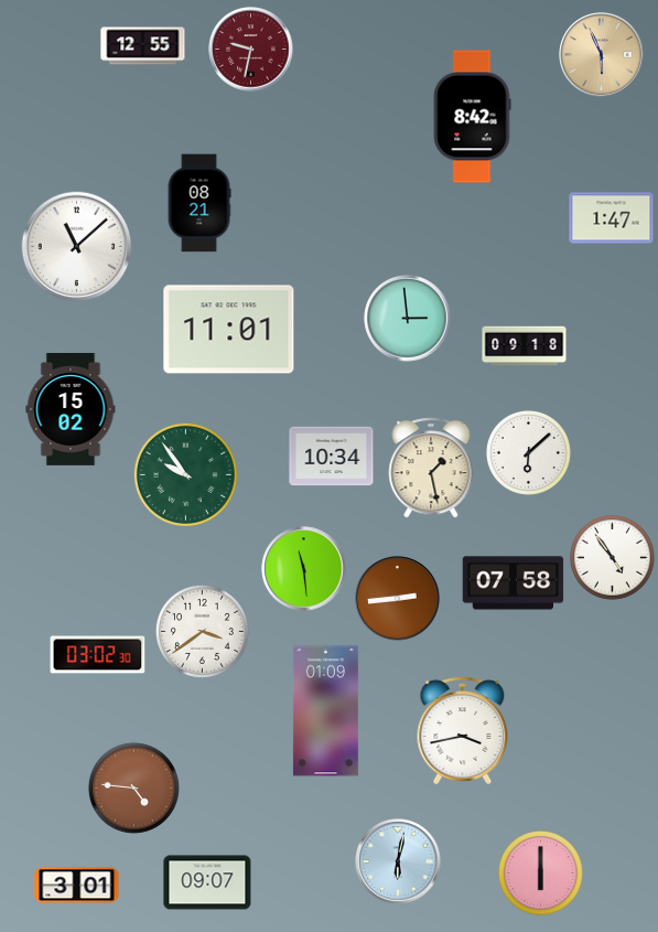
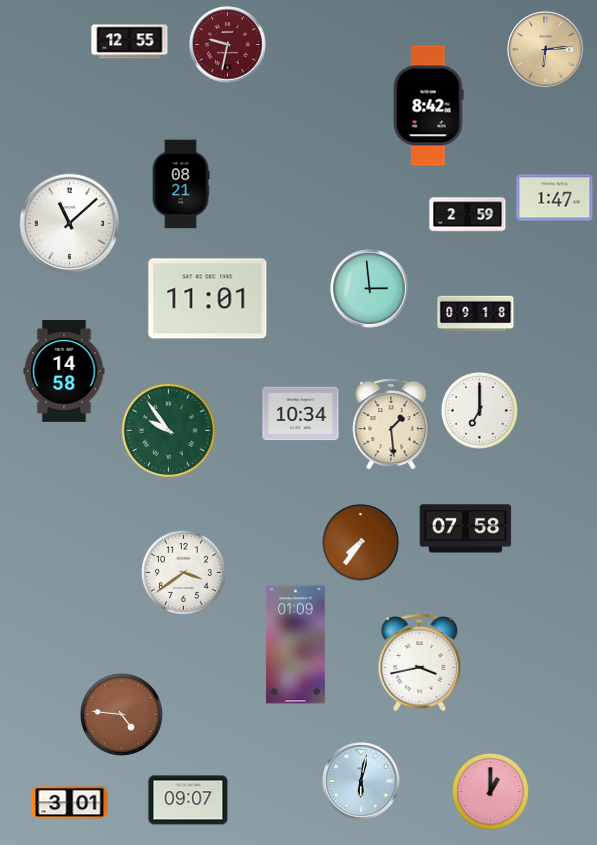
clock at (602, 55): 5:56 -> 6:14
clock at (468, 215): none -> 2:59
clock at (71, 410): 15:02 -> 14:58
clock at (528, 452): 6:08 -> 7:00
clock at (431, 468): 1:28 -> 1:29
clock at (612, 557): 4:54 -> none
clock at (304, 569): 11:29 -> none
clock at (398, 599): 2:44 -> 7:36
clock at (98, 655): 03:02 -> none
clock at (540, 872): 6:00 -> 1:00
